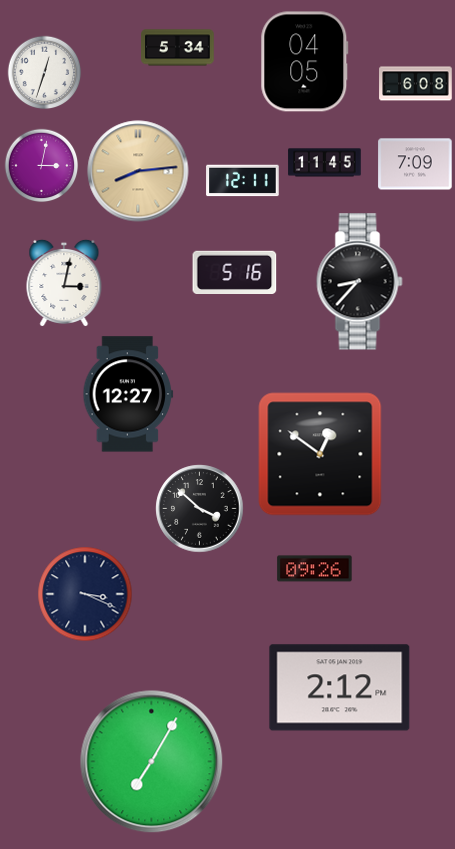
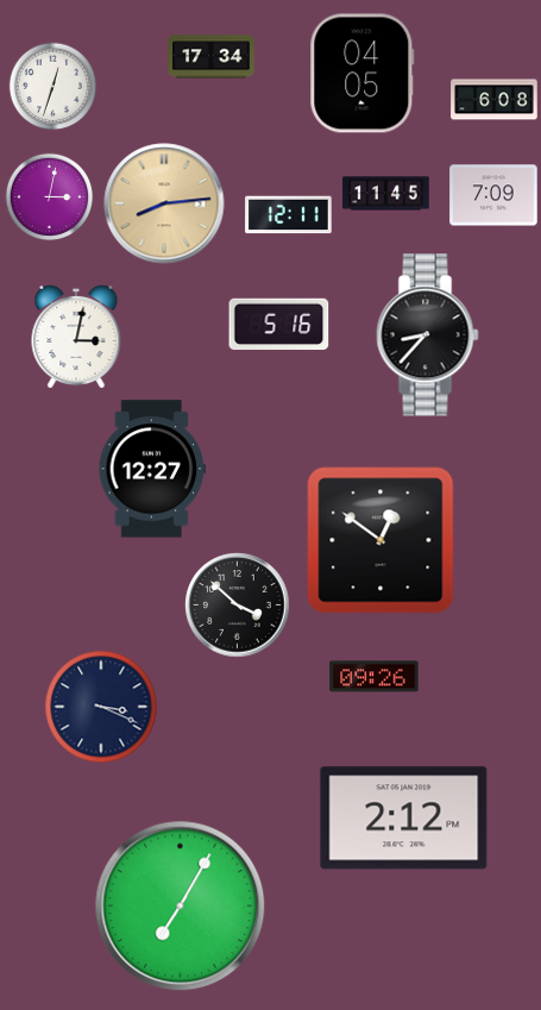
clock at (178, 48): 5:34 -> 17:34
